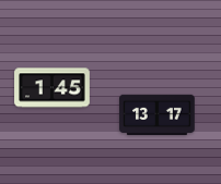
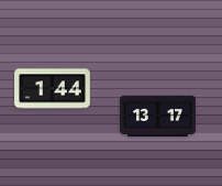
clock at (53, 88): 1:45 -> 1:44
